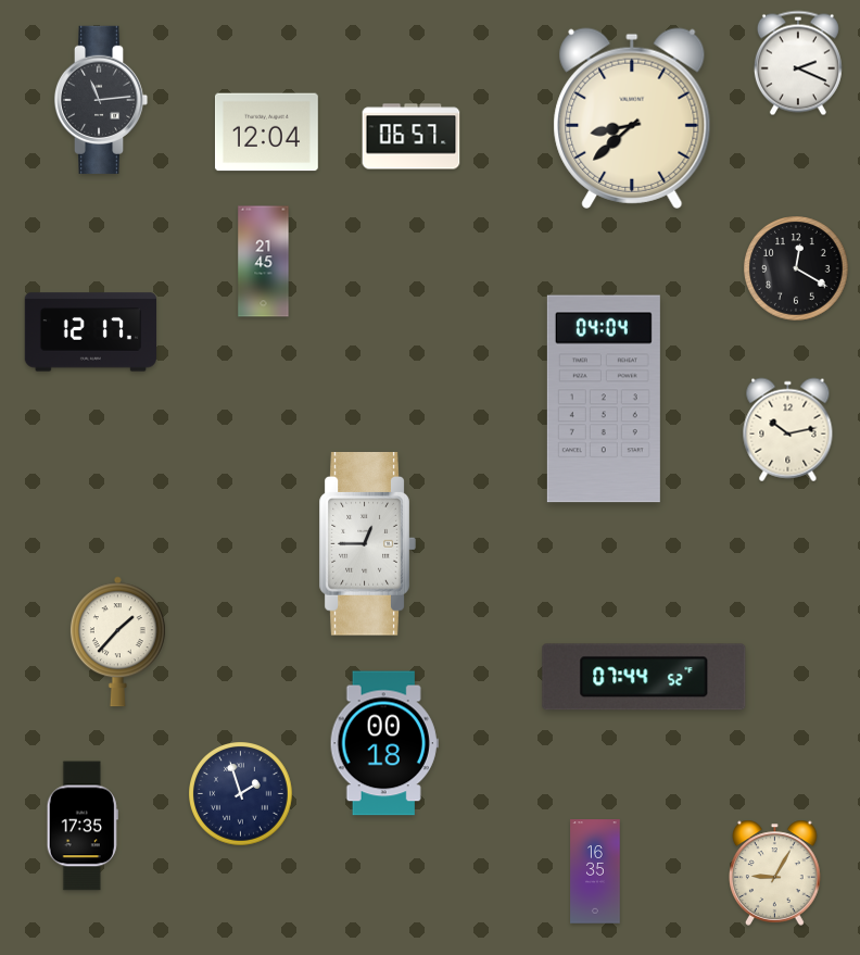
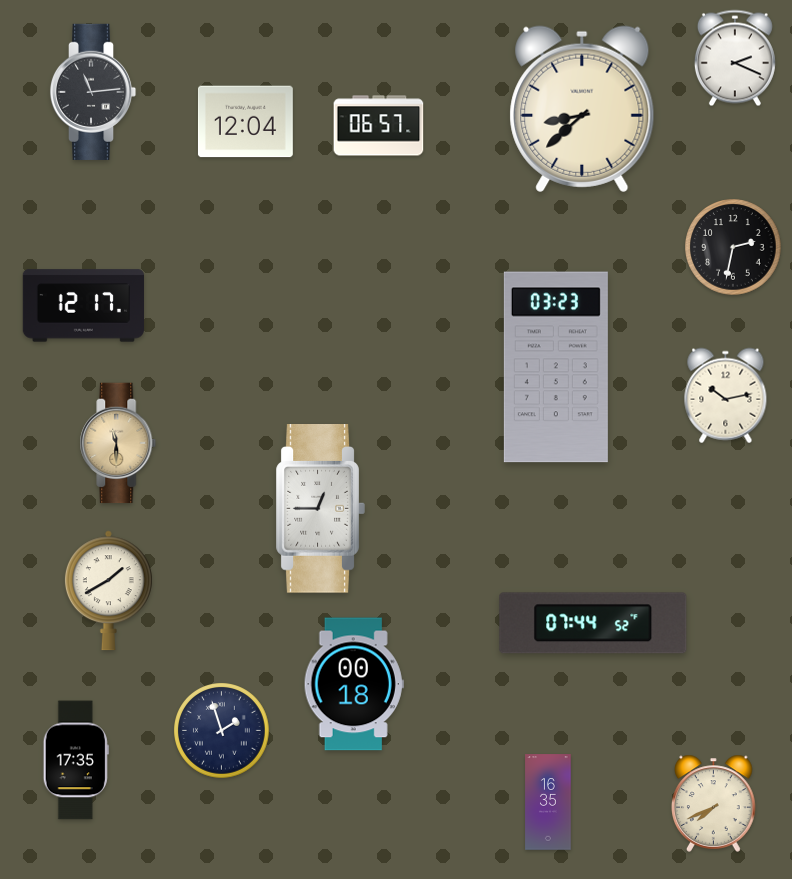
clock at (264, 262): 21:45 -> none
clock at (796, 268): 12:20 -> 2:32
clock at (604, 399): 04:04 -> 03:23
clock at (118, 443): none -> 11:30
clock at (367, 544) position: (367, 544) -> (320, 509)
clock at (117, 642): 1:37 -> 1:40
clock at (775, 872): 9:05 -> 7:41
